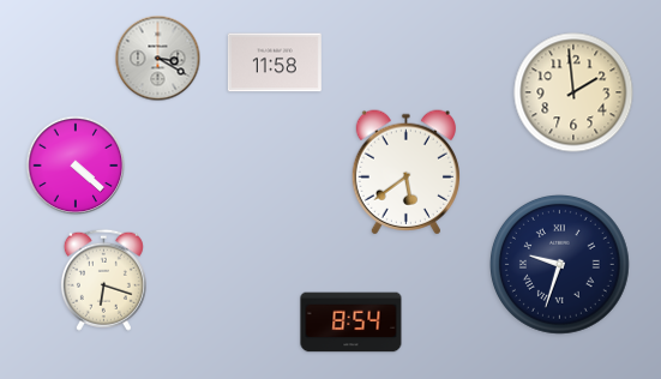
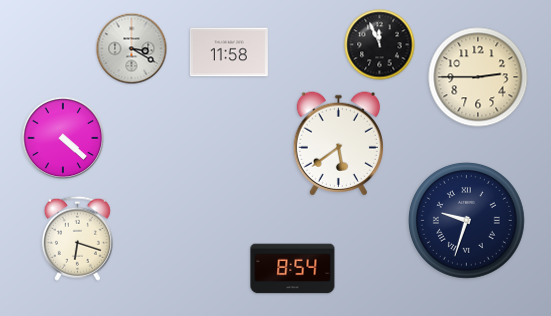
clock at (380, 45): none -> 11:56
clock at (573, 92): 1:59 -> 2:45
clock at (103, 279) position: (103, 279) -> (77, 238)
